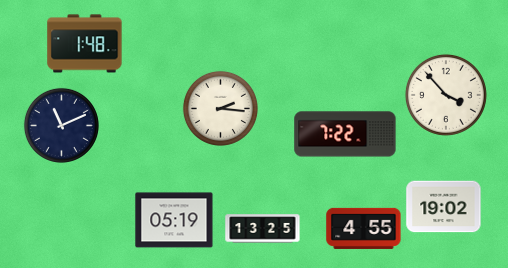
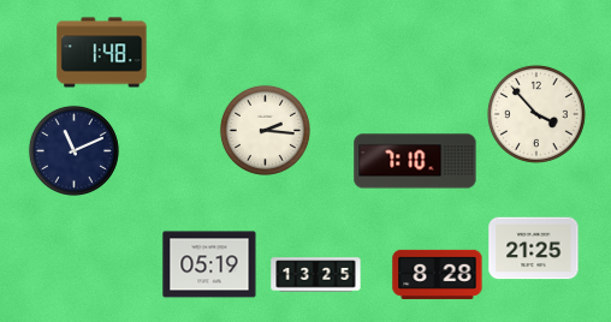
clock at (345, 134): 7:22 -> 7:10
clock at (444, 207): 19:02 -> 21:25
clock at (364, 228): 4:55 -> 8:28
